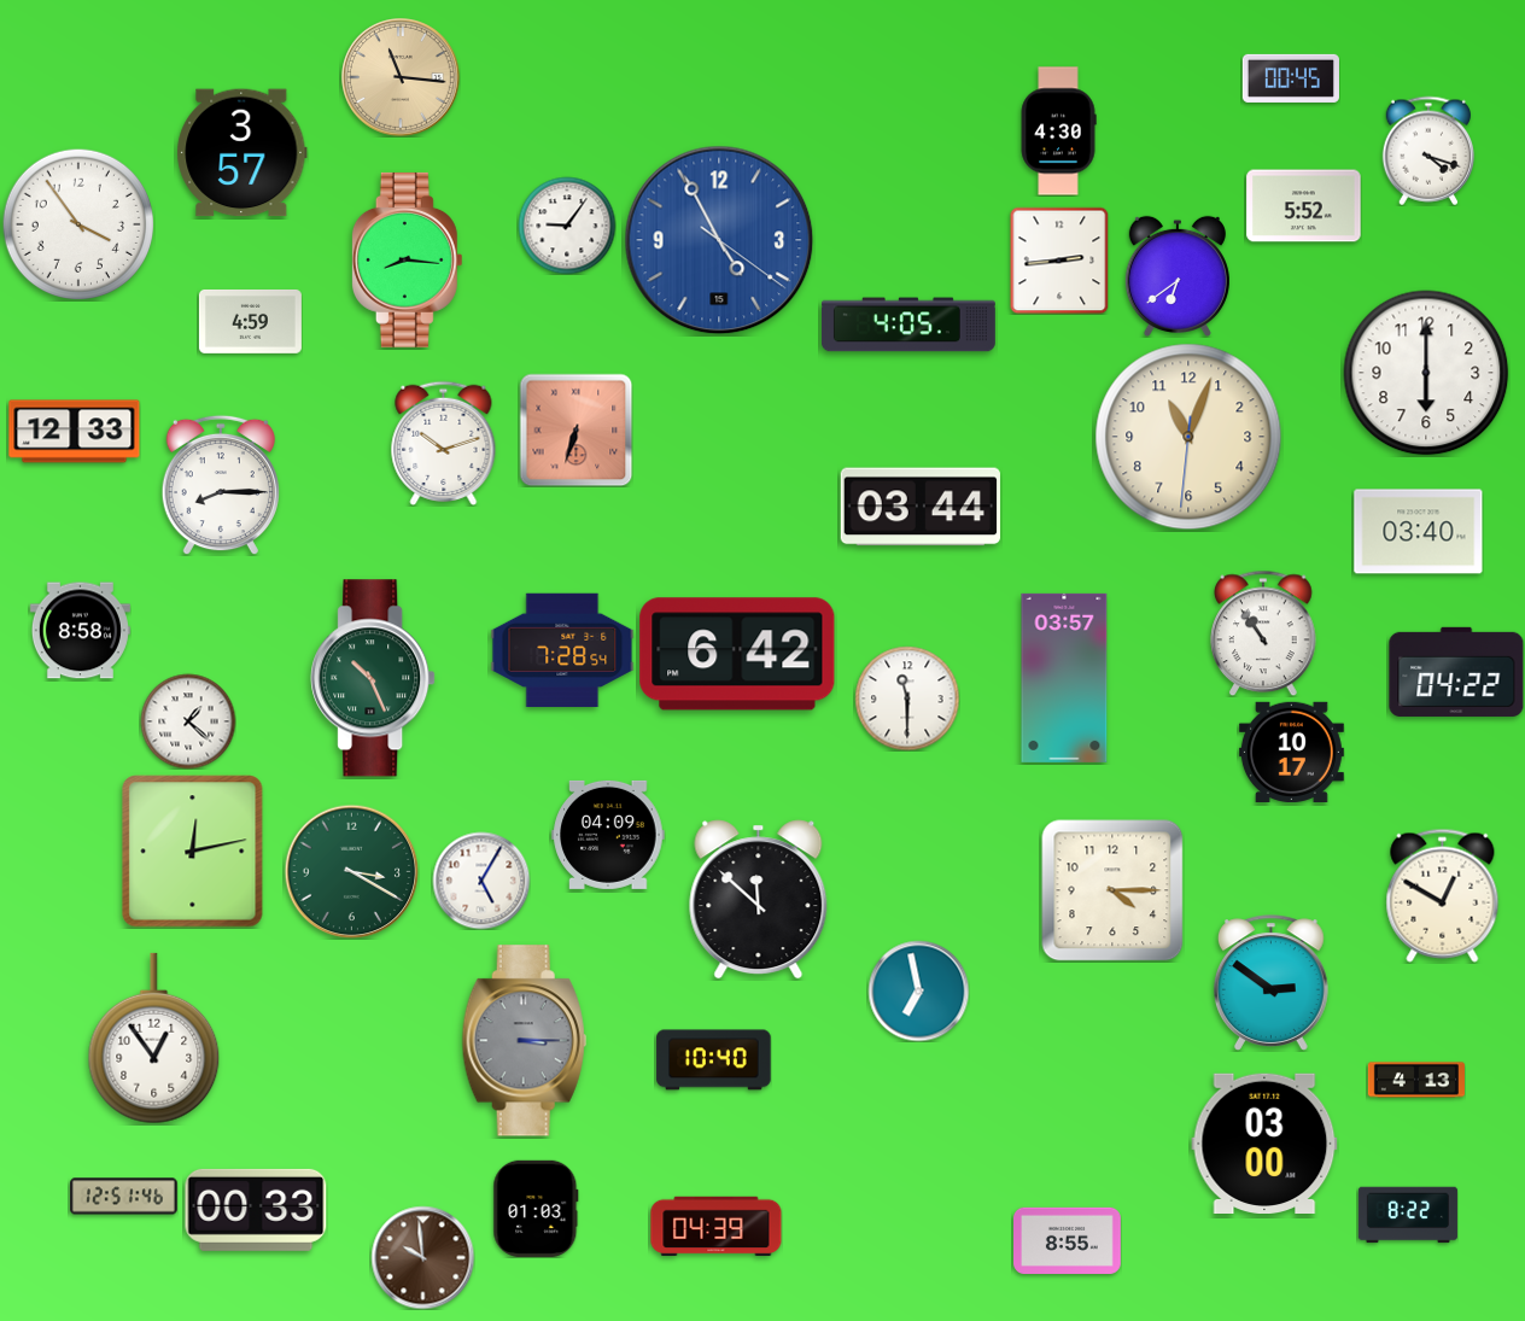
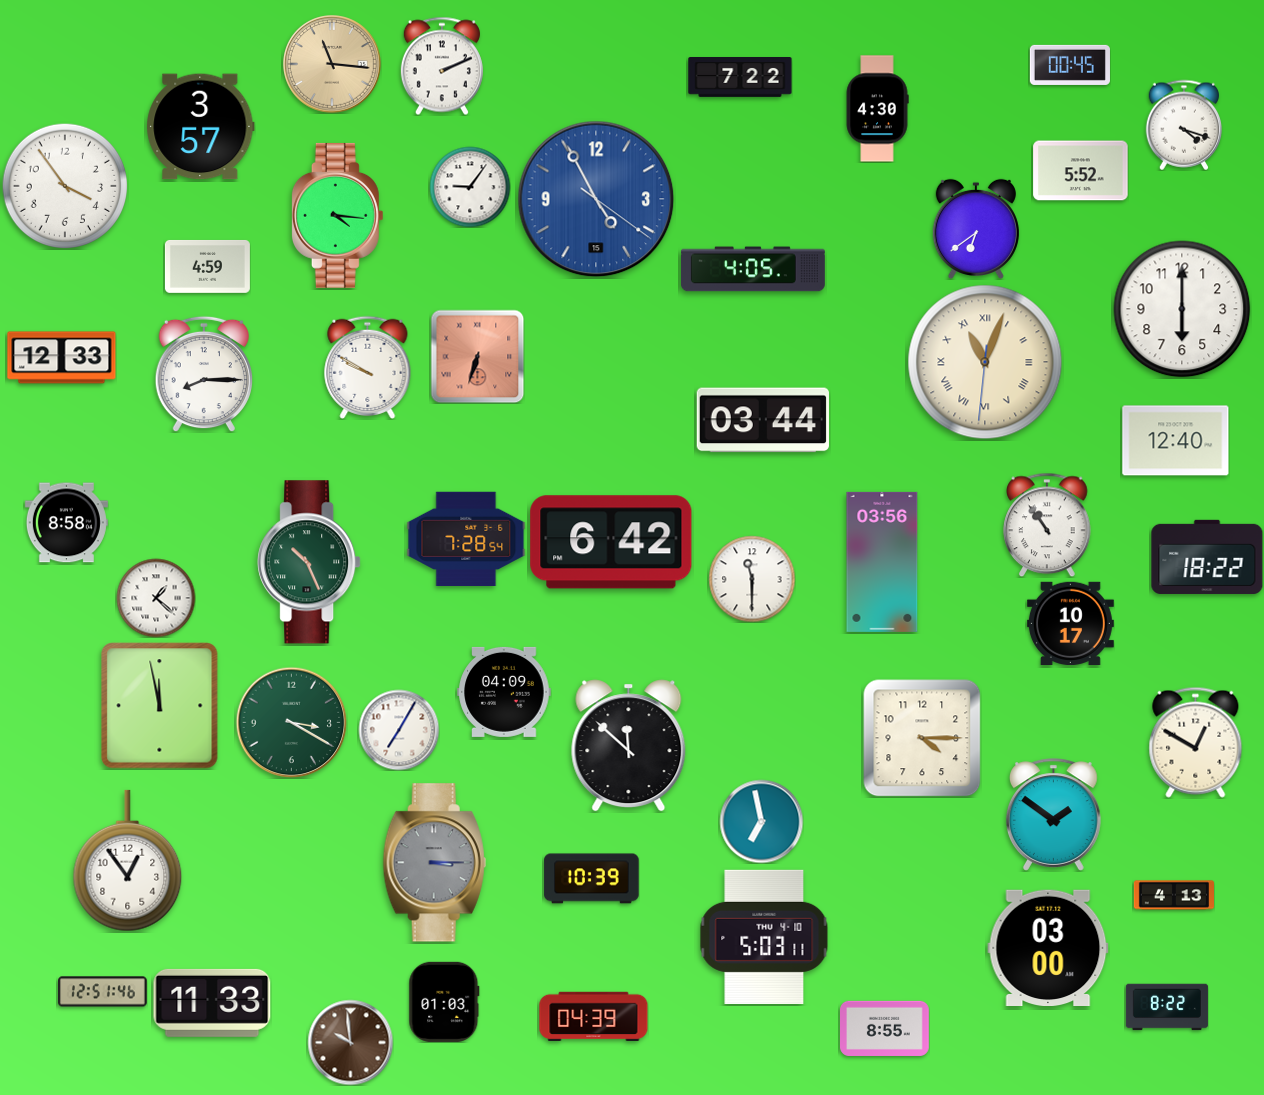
clock at (442, 66): none -> 2:11
clock at (740, 78): none -> 7:22
clock at (407, 259): 8:16 -> 4:16
clock at (1059, 261): 2:44 -> none
clock at (1188, 437) numerals: Arabic -> Roman
clock at (444, 443): 10:12 -> 9:50
clock at (221, 485) position: (221, 485) -> (204, 374)
clock at (1419, 532): 03:40 -> 12:40
clock at (1456, 672): 04:22 -> 18:22
clock at (1064, 678): 03:57 -> 03:56
clock at (193, 852): 12:13 -> 11:58
clock at (481, 881): 5:05 -> 7:05
clock at (1272, 983): 2:51 -> 1:51
clock at (714, 1060): 10:40 -> 10:39
clock at (764, 937): none -> 5:03
clock at (256, 1210): 00:33 -> 11:33
